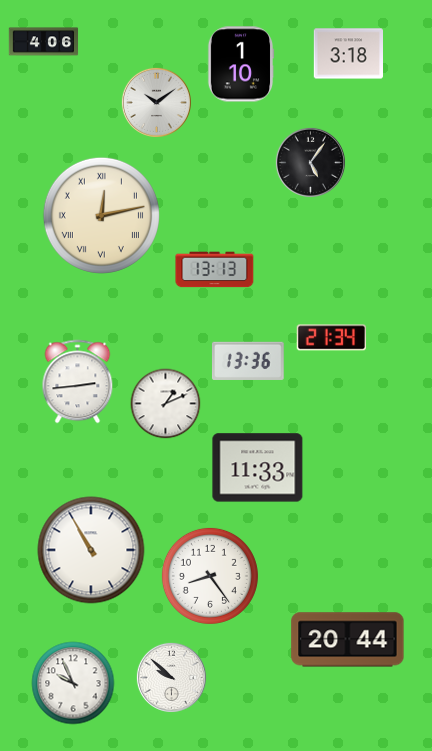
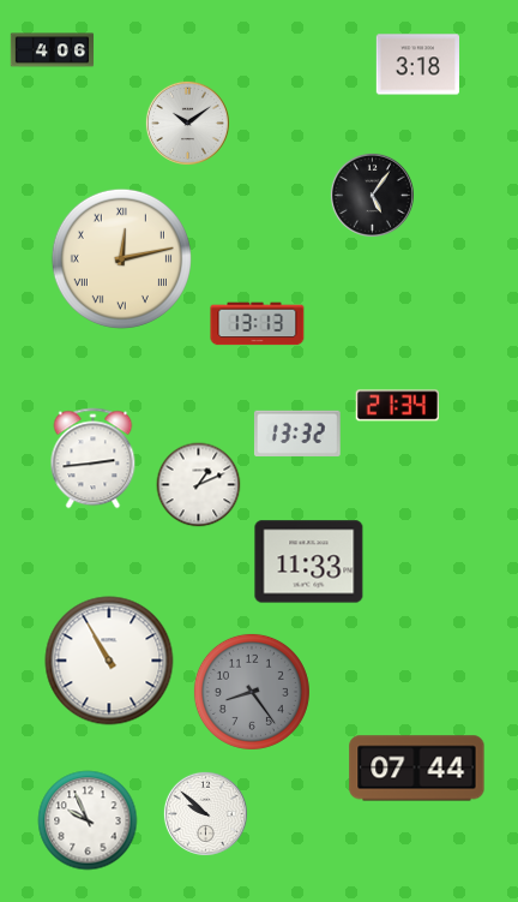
clock at (241, 64): 1:10 -> none
clock at (248, 361): 13:36 -> 13:32
clock at (210, 576) dial: white -> grey
clock at (348, 640): 20:44 -> 07:44
